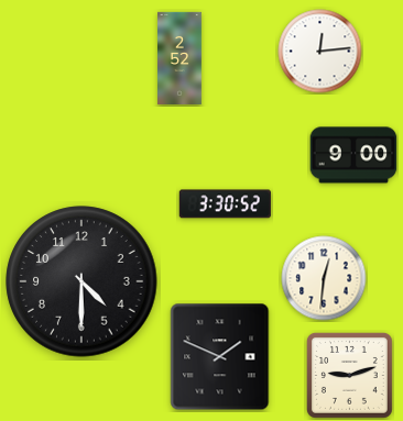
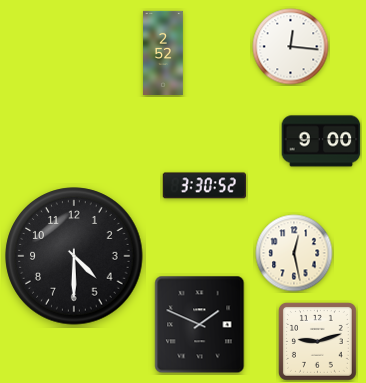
clock at (320, 52): 12:14 -> 12:16
clock at (324, 278): 12:31 -> 12:28
